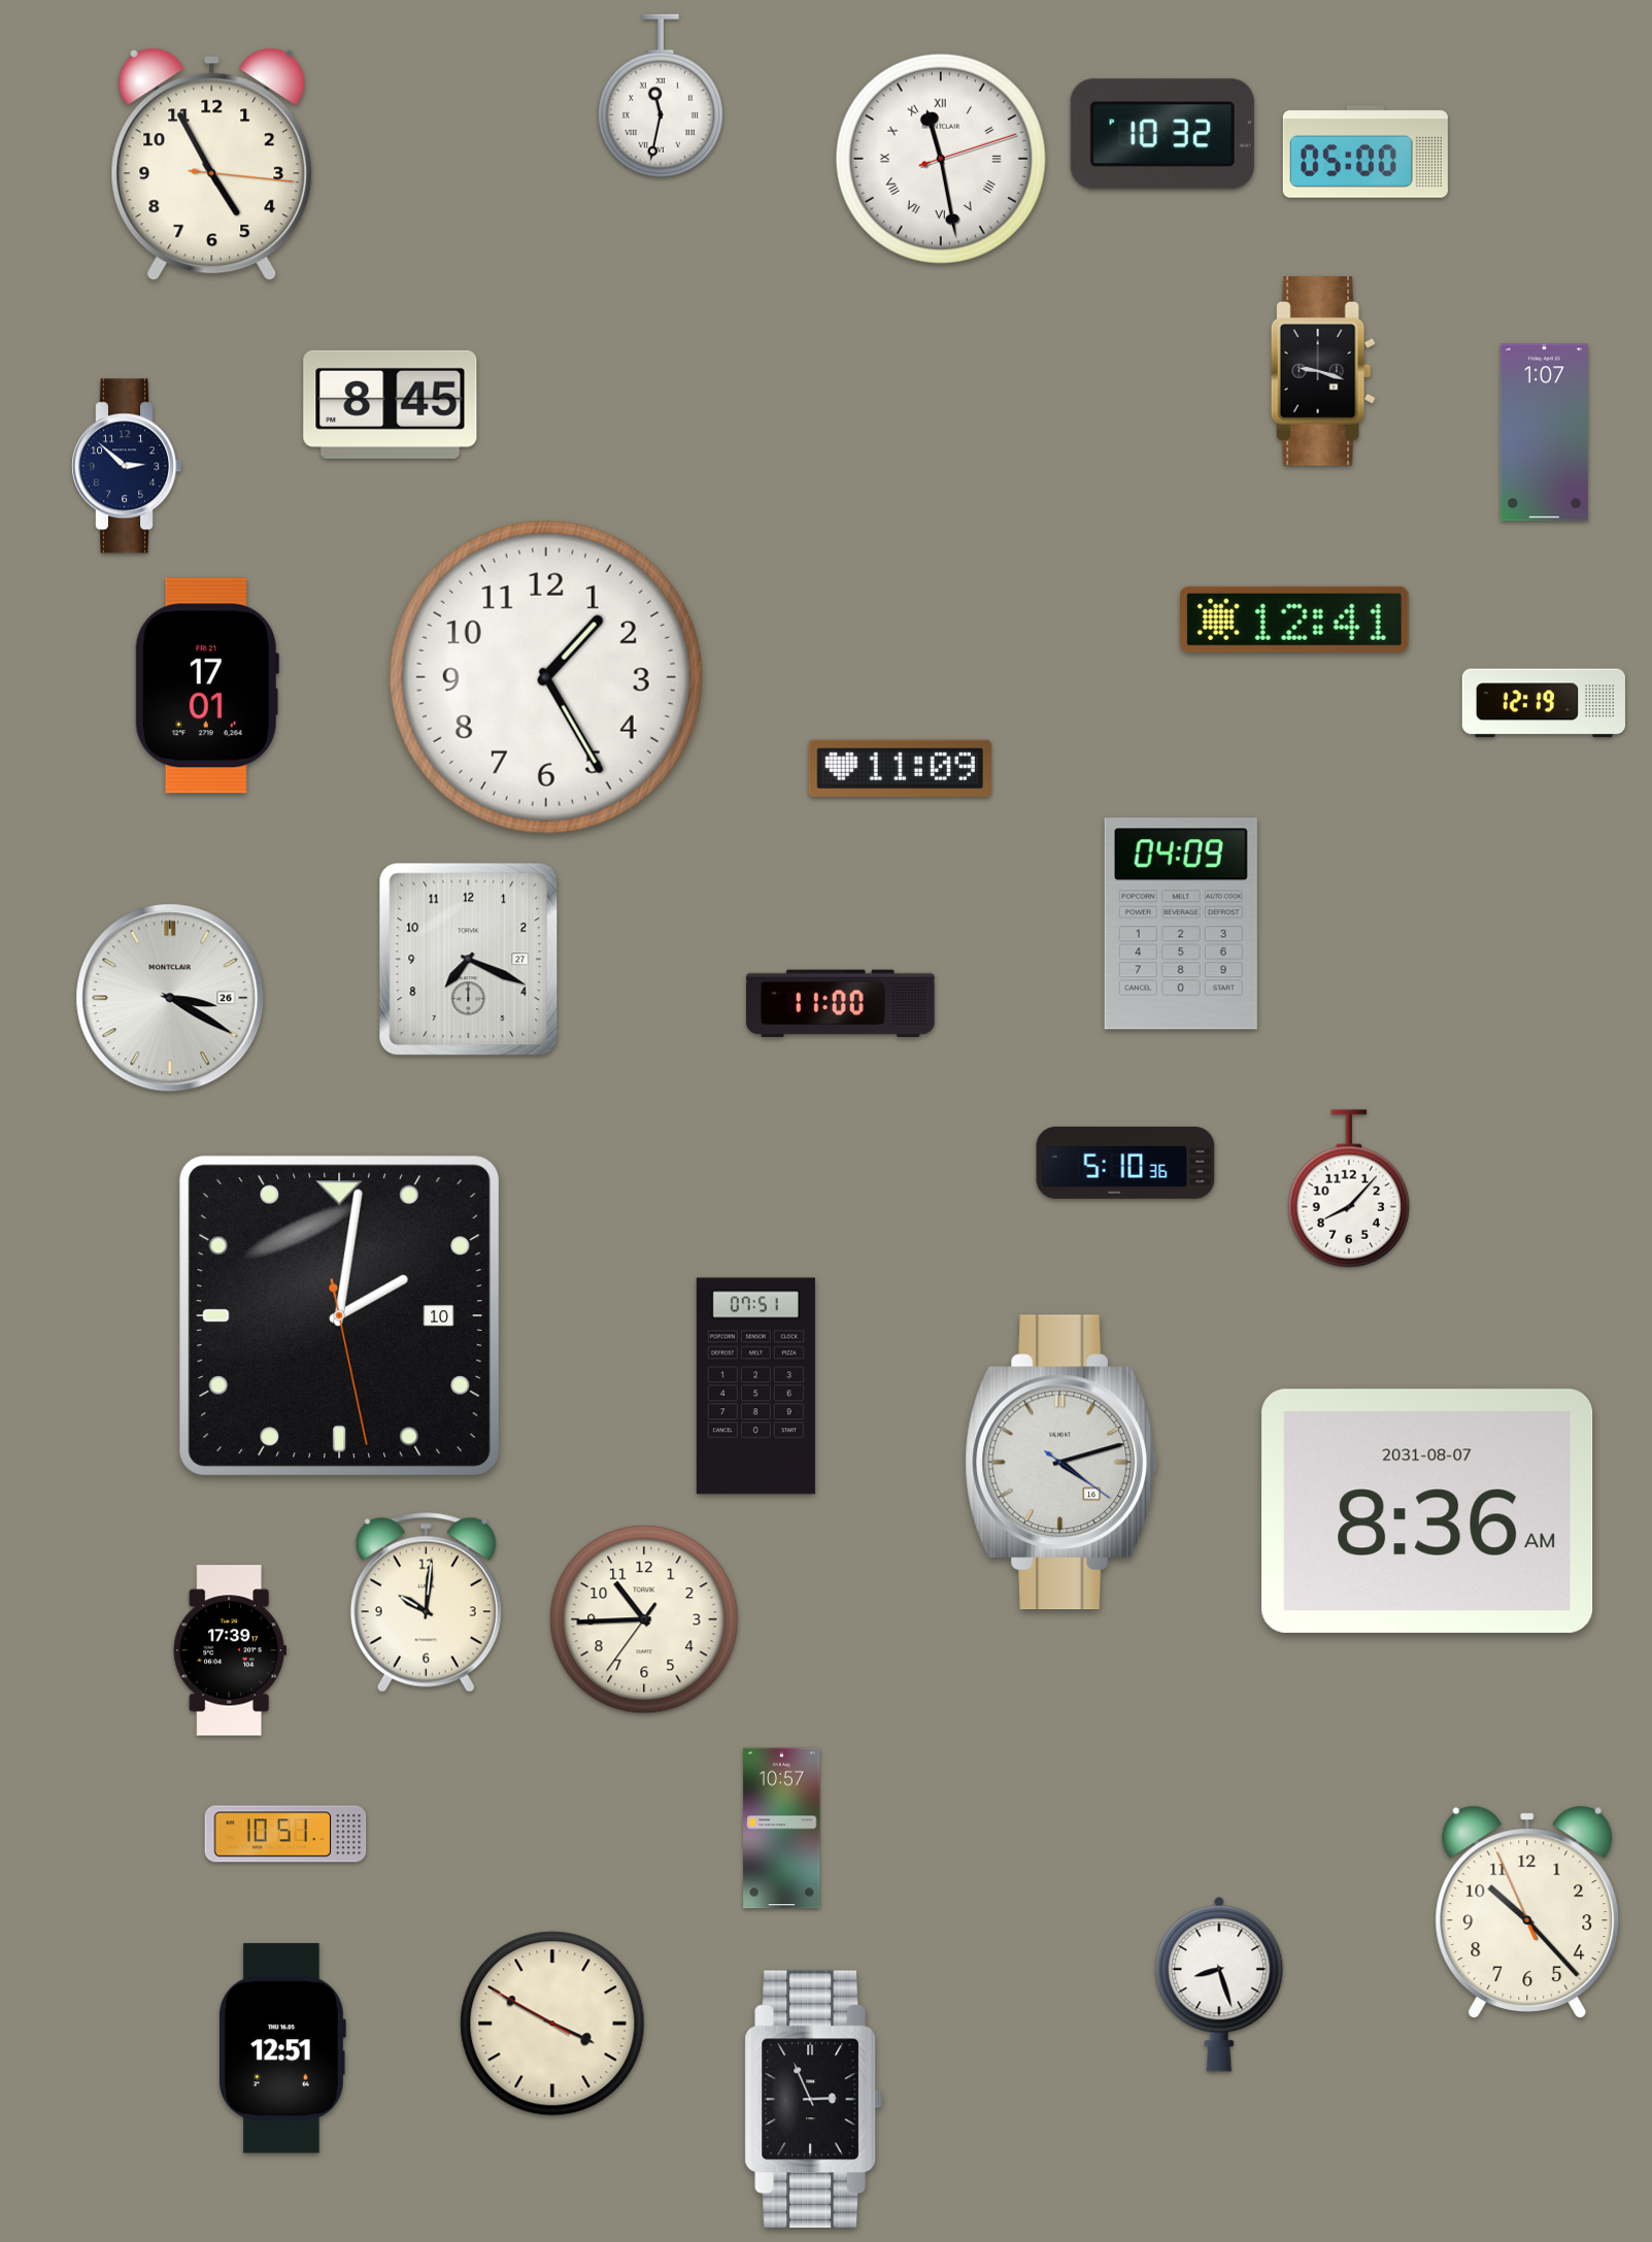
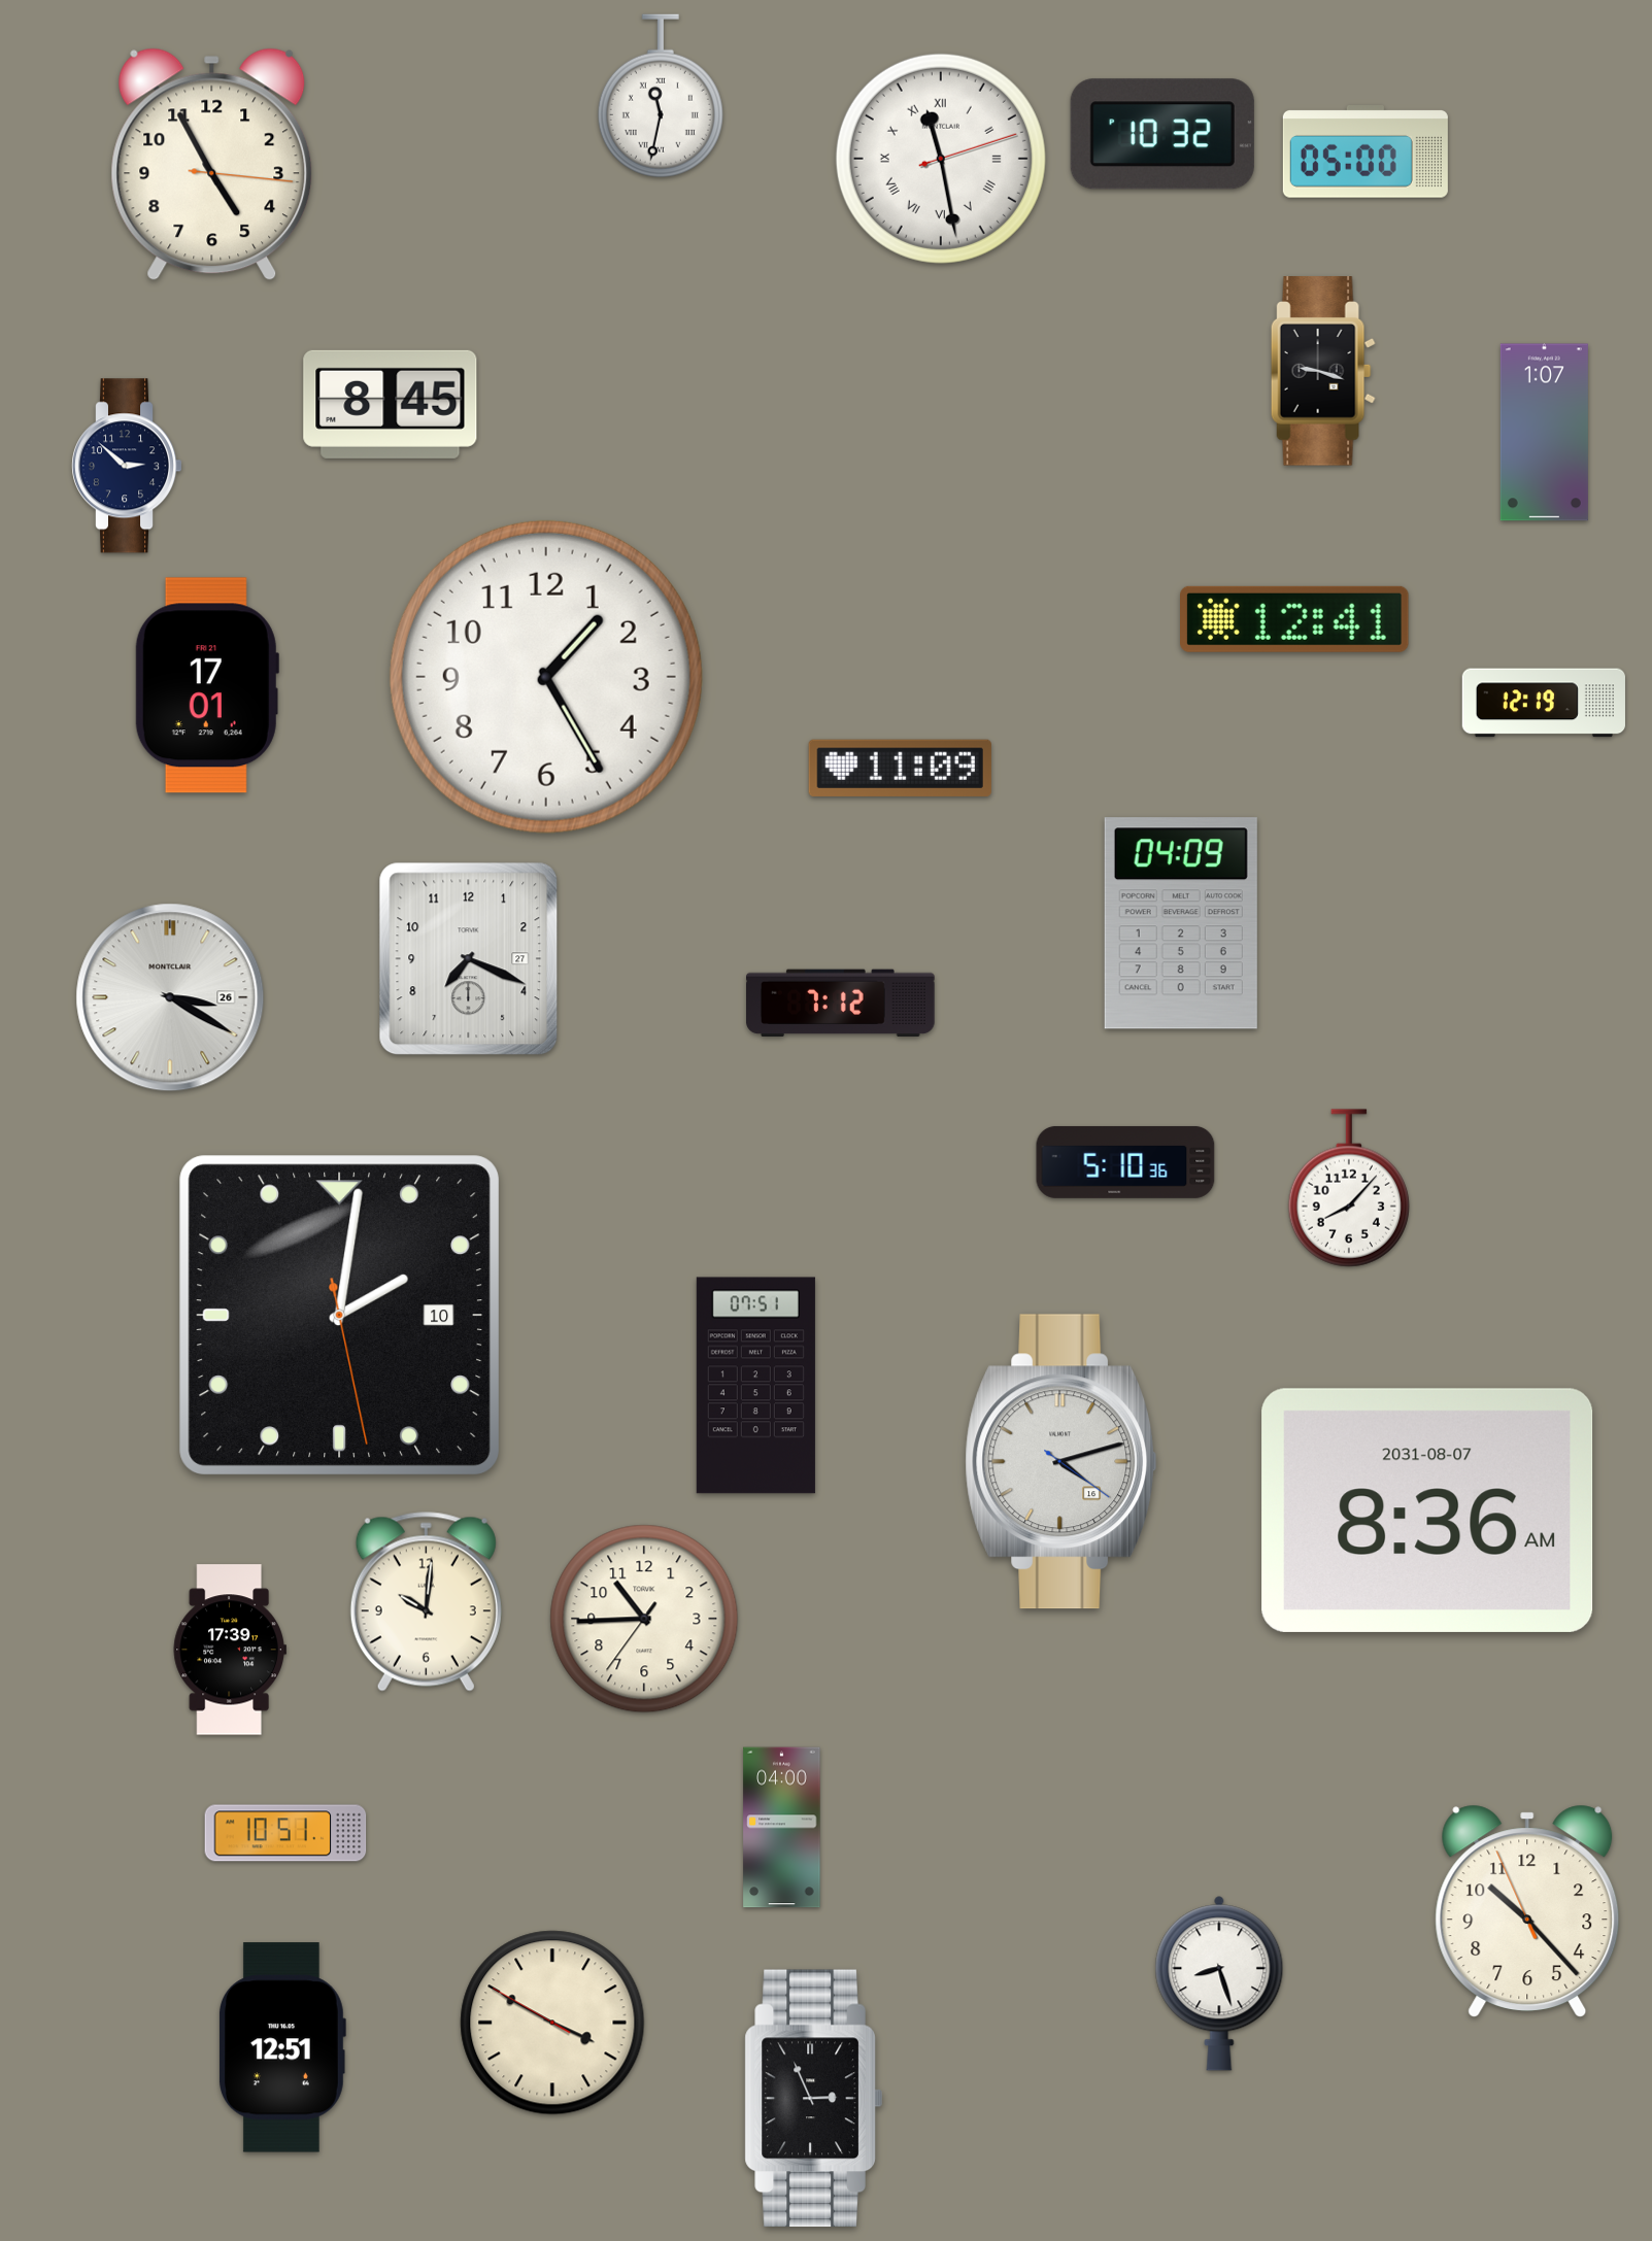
clock at (841, 1004): 11:00 -> 7:12
clock at (782, 1829): 10:57 -> 04:00
